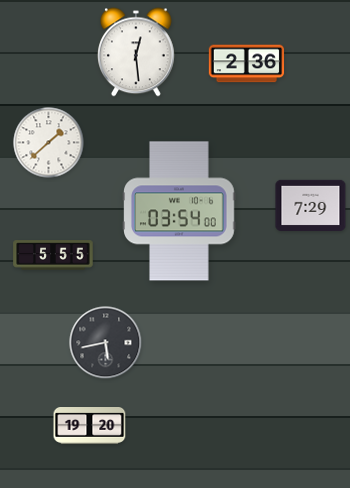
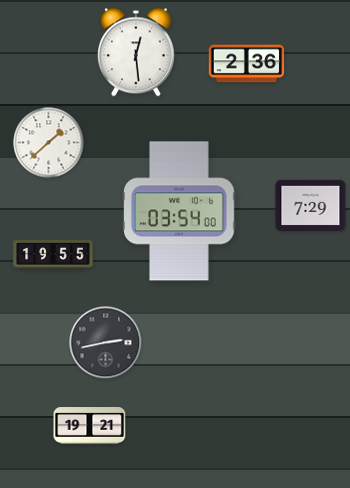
clock at (53, 255): 5:55 -> 19:55
clock at (106, 343): 5:43 -> 2:43
clock at (90, 426): 19:20 -> 19:21
